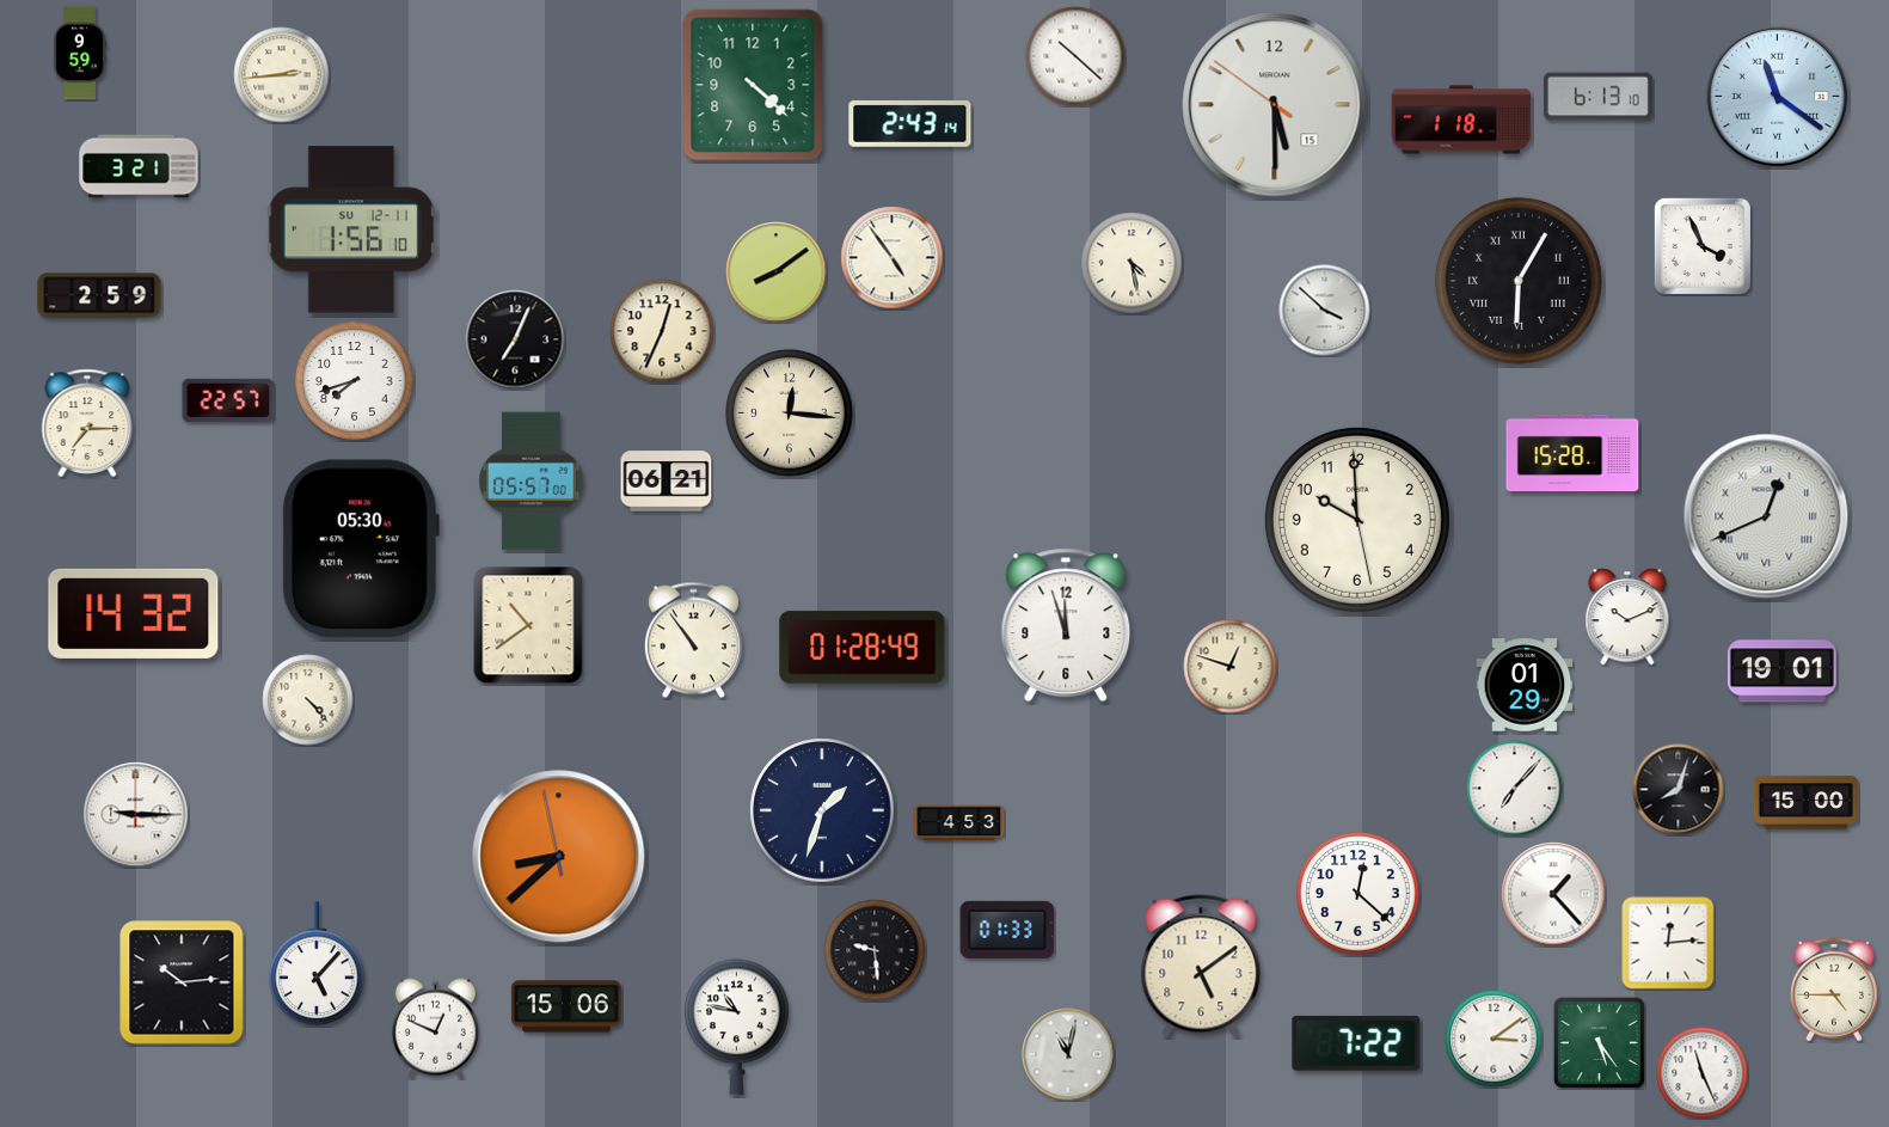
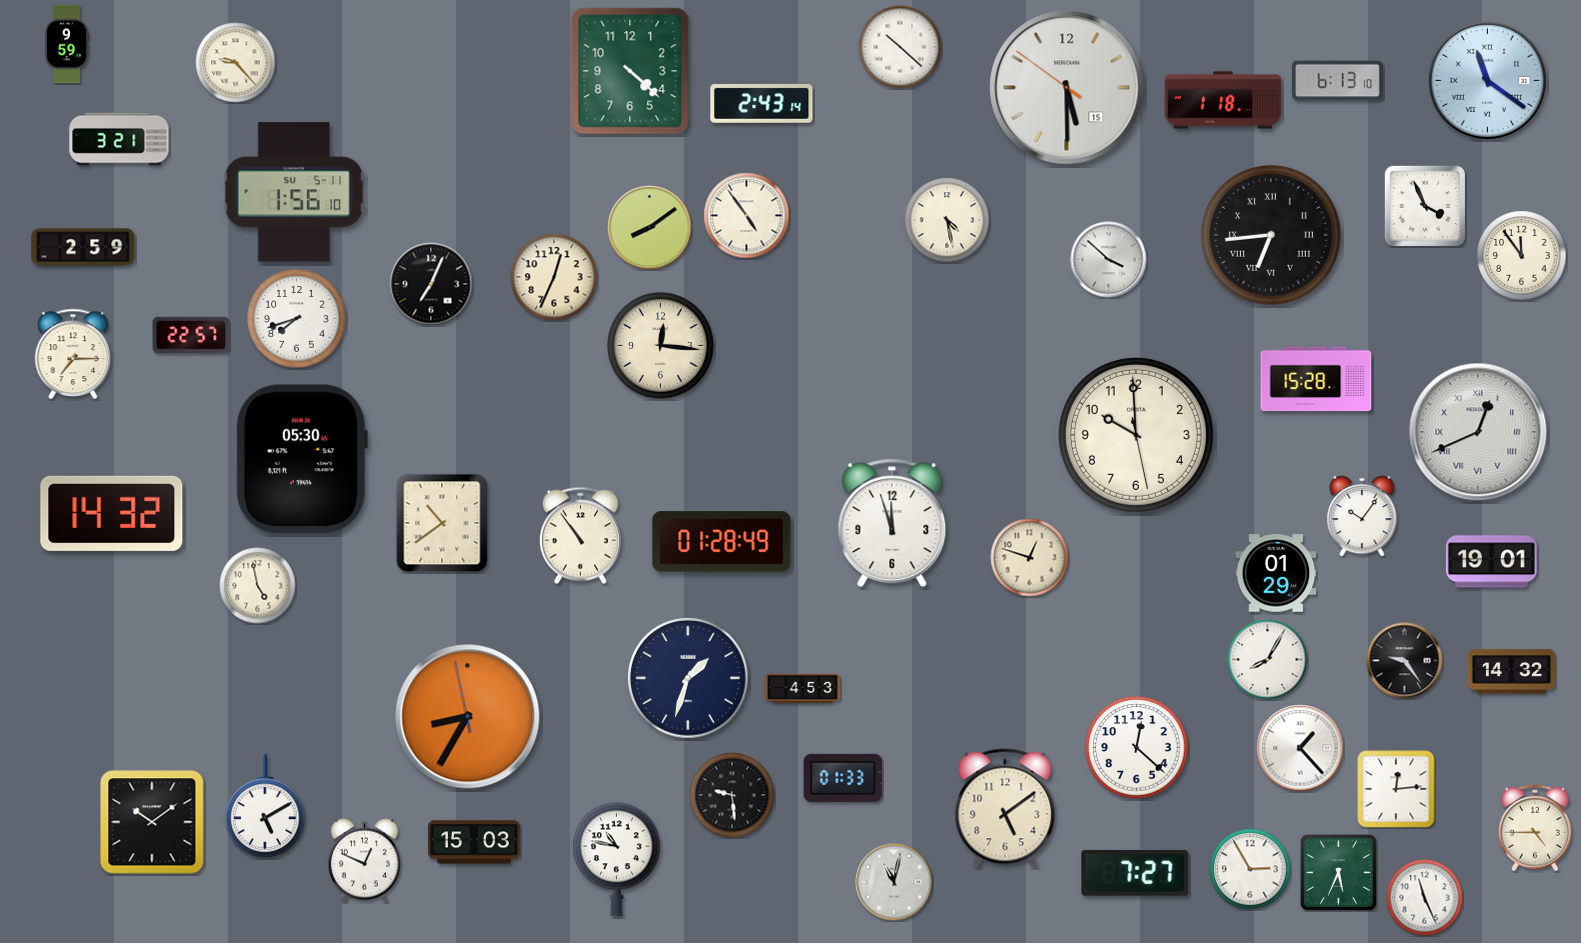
clock at (282, 75): 2:44 -> 9:23
clock at (139, 166) position: (139, 166) -> (119, 139)
clock at (350, 229) date: SU 12-11 -> SU 5-11
clock at (1519, 281): 6:05 -> 6:44
clock at (1522, 256): none -> 11:54
clock at (532, 482): 05:57 -> none
clock at (667, 482): 06:21 -> none
clock at (1627, 617): 10:11 -> 10:06
clock at (308, 700): 4:23 -> 4:58
clock at (1515, 789): 7:07 -> 8:05
clock at (1679, 790): 8:03 -> 9:24
clock at (1805, 803): 15:00 -> 14:32
clock at (136, 815): 9:15 -> none
clock at (559, 857): 8:37 -> 8:34
clock at (317, 963): 5:07 -> 5:10
clock at (182, 982): 10:14 -> 10:09
clock at (568, 1006): 15:06 -> 15:03
clock at (1494, 1039): 3:09 -> 2:55
clock at (1599, 1042): 5:24 -> 5:34
clock at (1356, 1043): 7:22 -> 7:27
